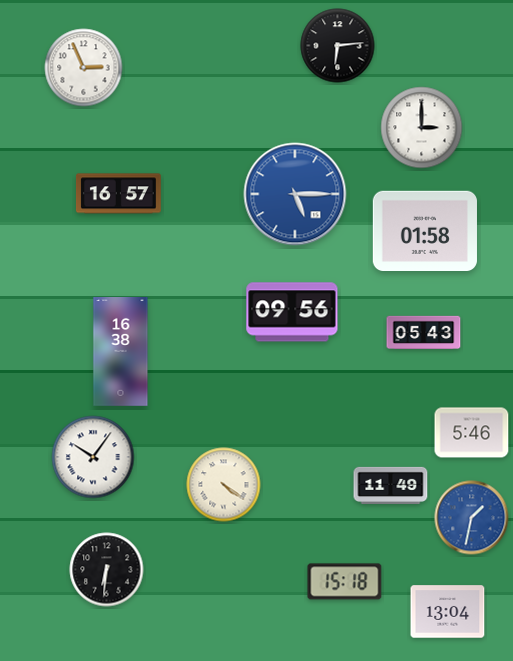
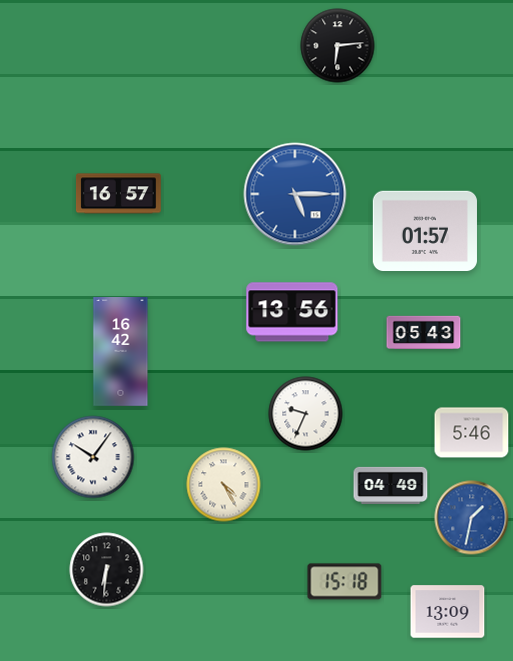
clock at (84, 68): 2:56 -> none
clock at (422, 128): 3:00 -> none
clock at (425, 230): 01:58 -> 01:57
clock at (292, 312): 09:56 -> 13:56
clock at (121, 352): 16:38 -> 16:42
clock at (306, 414): none -> 9:34
clock at (224, 485): 4:21 -> 4:25
clock at (391, 485): 11:49 -> 04:49
clock at (448, 612): 13:04 -> 13:09
